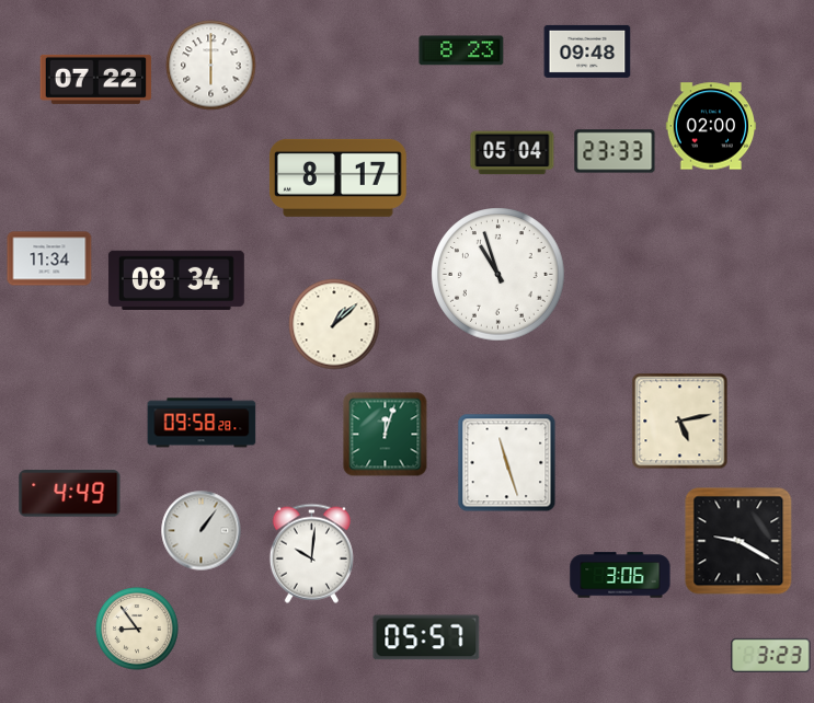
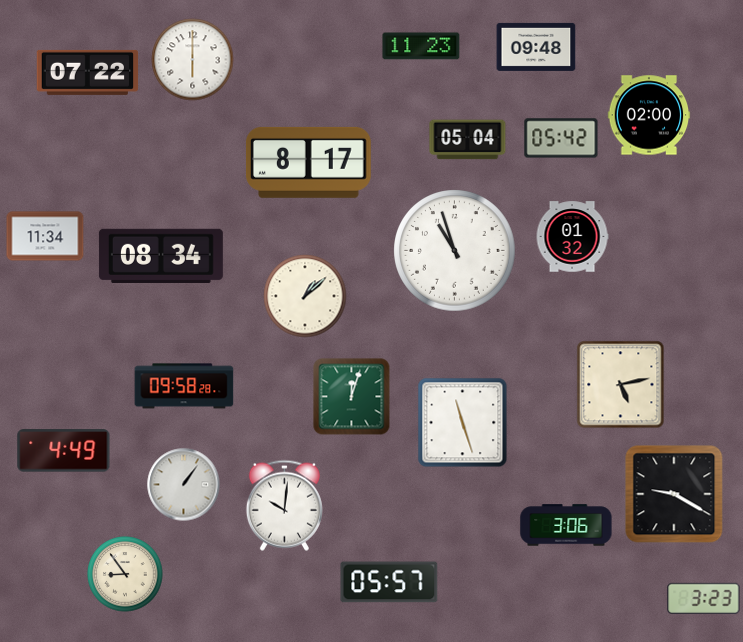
clock at (461, 50): 8:23 -> 11:23
clock at (615, 151): 23:33 -> 05:42
clock at (572, 237): none -> 01:32
